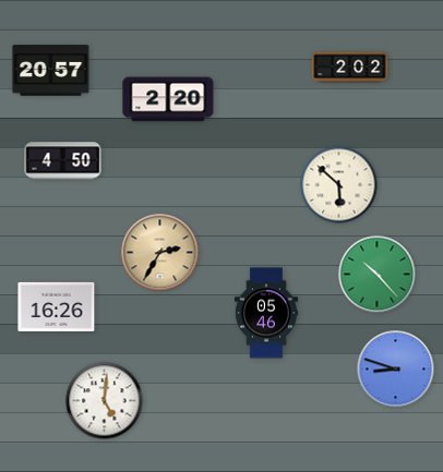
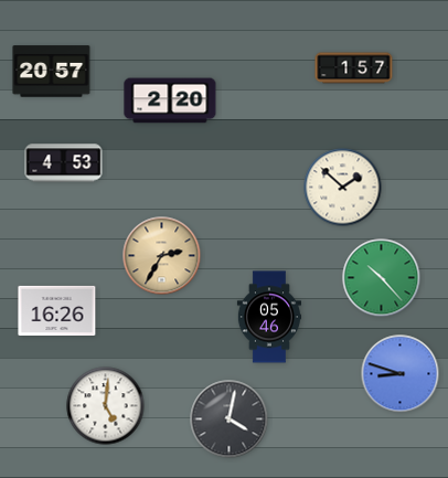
clock at (350, 68): 2:02 -> 1:57
clock at (63, 161): 4:50 -> 4:53
clock at (339, 185): 5:52 -> 1:52
clock at (230, 419): none -> 4:02
